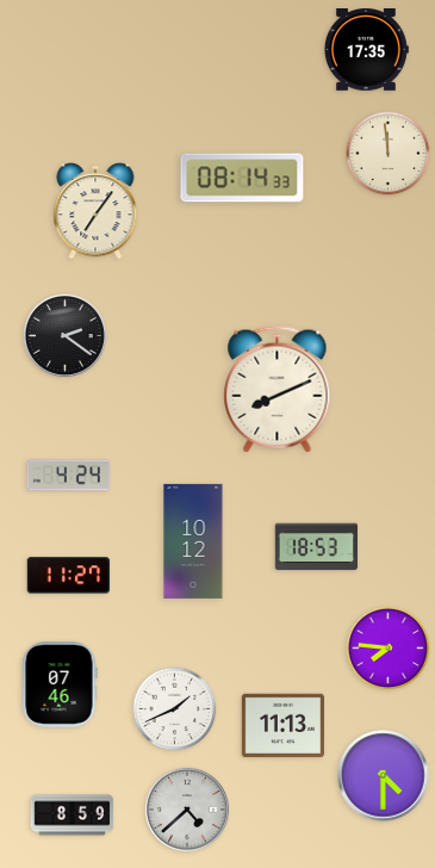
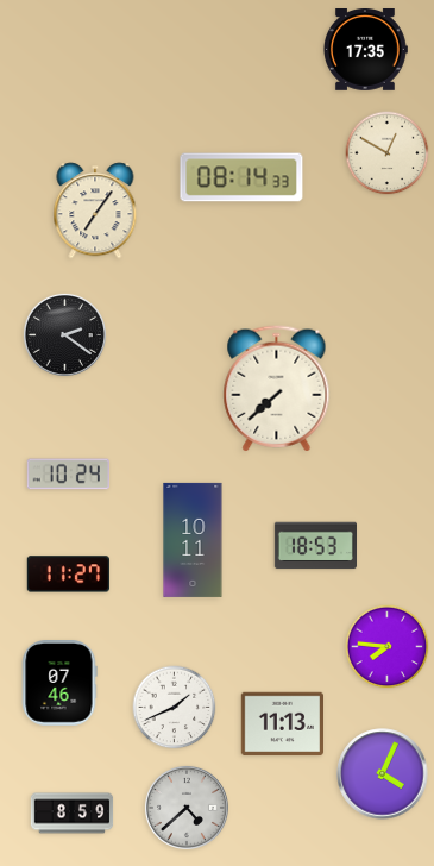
clock at (389, 154): 11:59 -> 12:50
clock at (278, 390): 8:11 -> 7:38
clock at (68, 476): 4:24 -> 10:24
clock at (193, 541): 10:12 -> 10:11
clock at (384, 776): 4:30 -> 4:04
